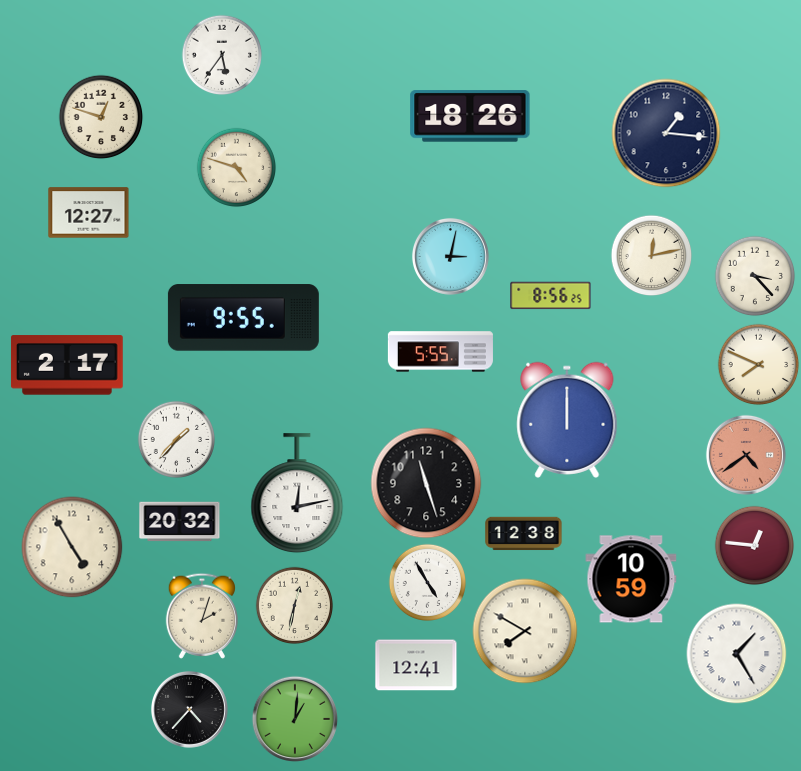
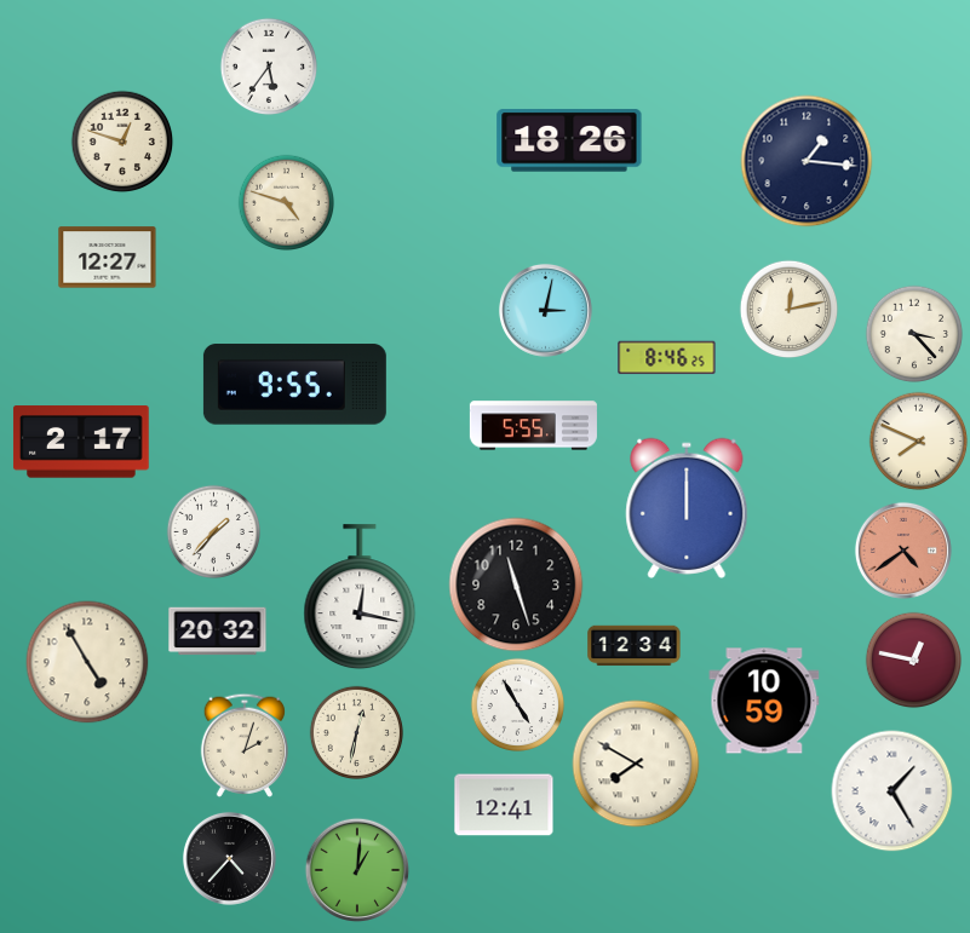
clock at (551, 296): 8:56 -> 8:46
clock at (297, 494): 12:13 -> 12:17
clock at (524, 534): 12:38 -> 12:34
clock at (754, 545): 12:46 -> 12:47
